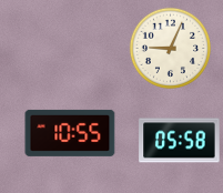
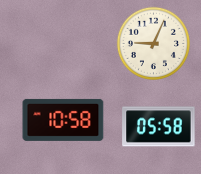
clock at (70, 133): 10:55 -> 10:58
clock at (180, 141) position: (180, 141) -> (159, 127)
